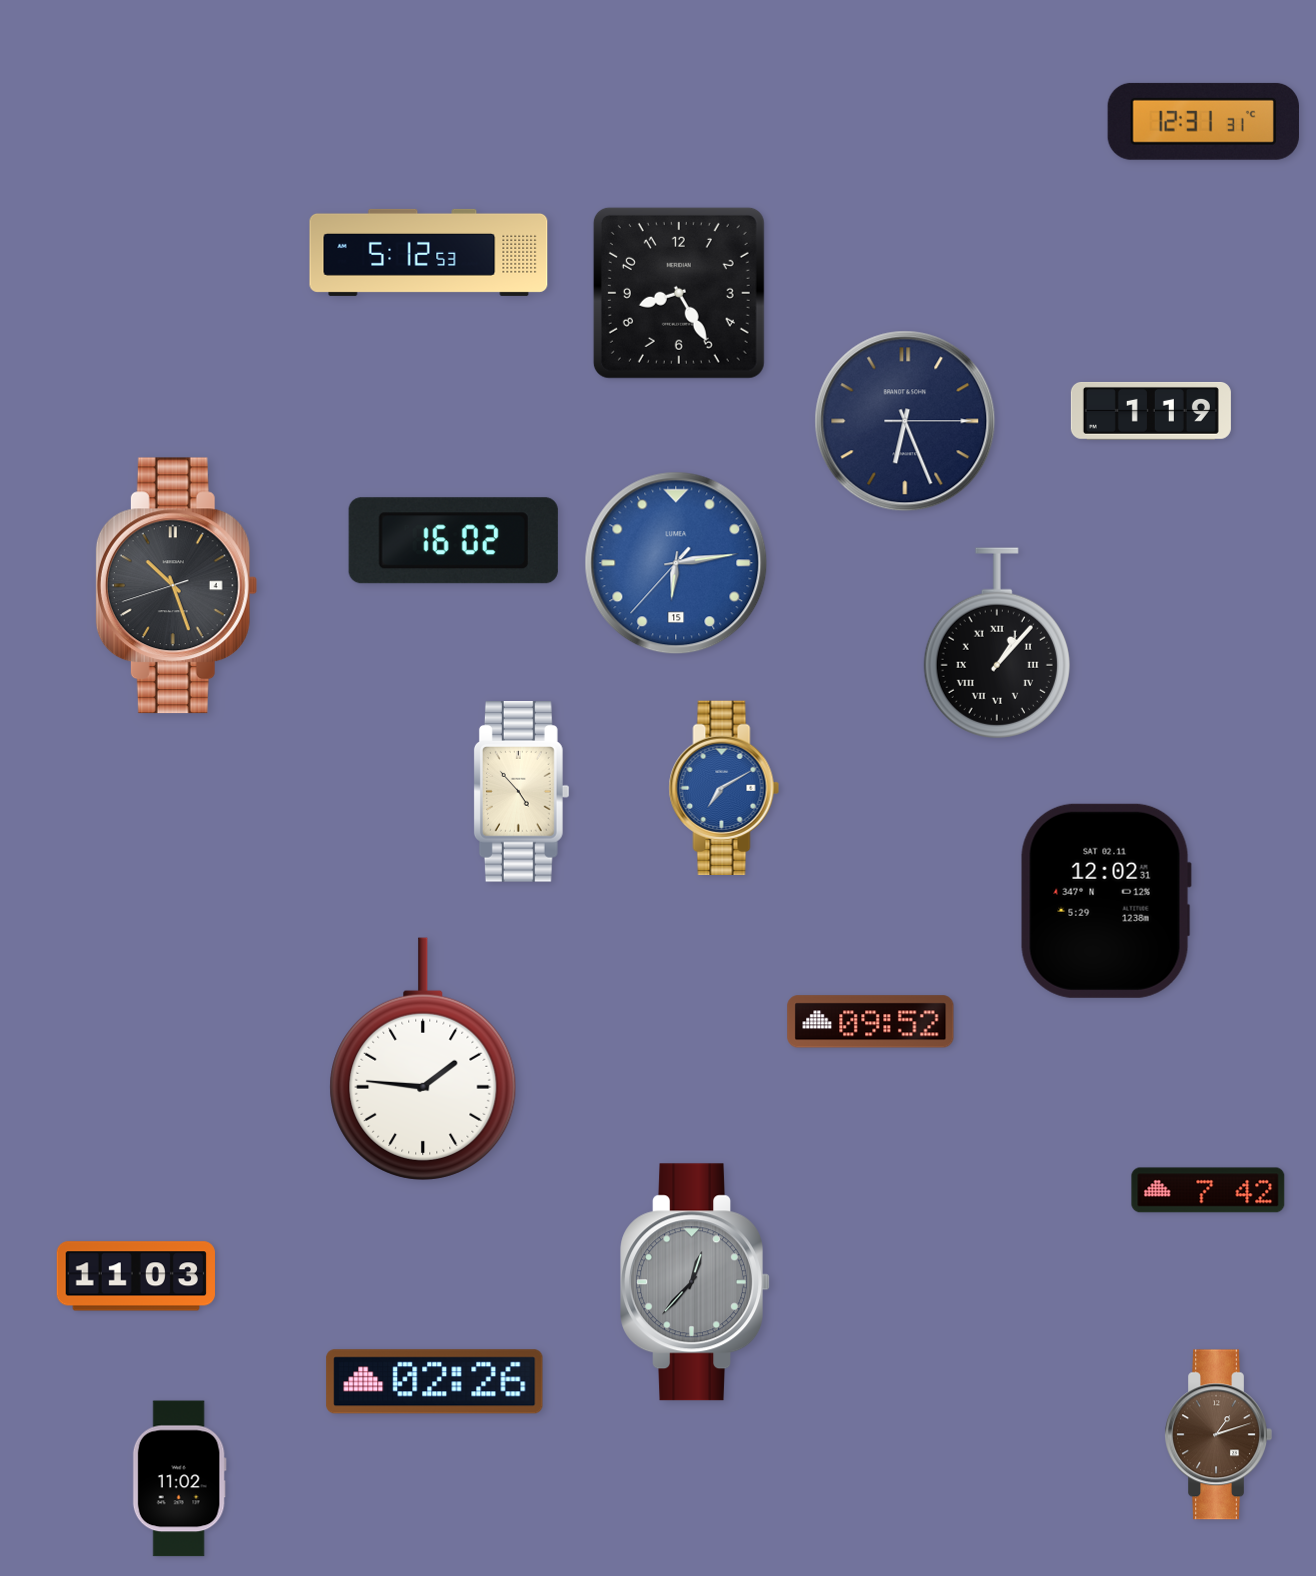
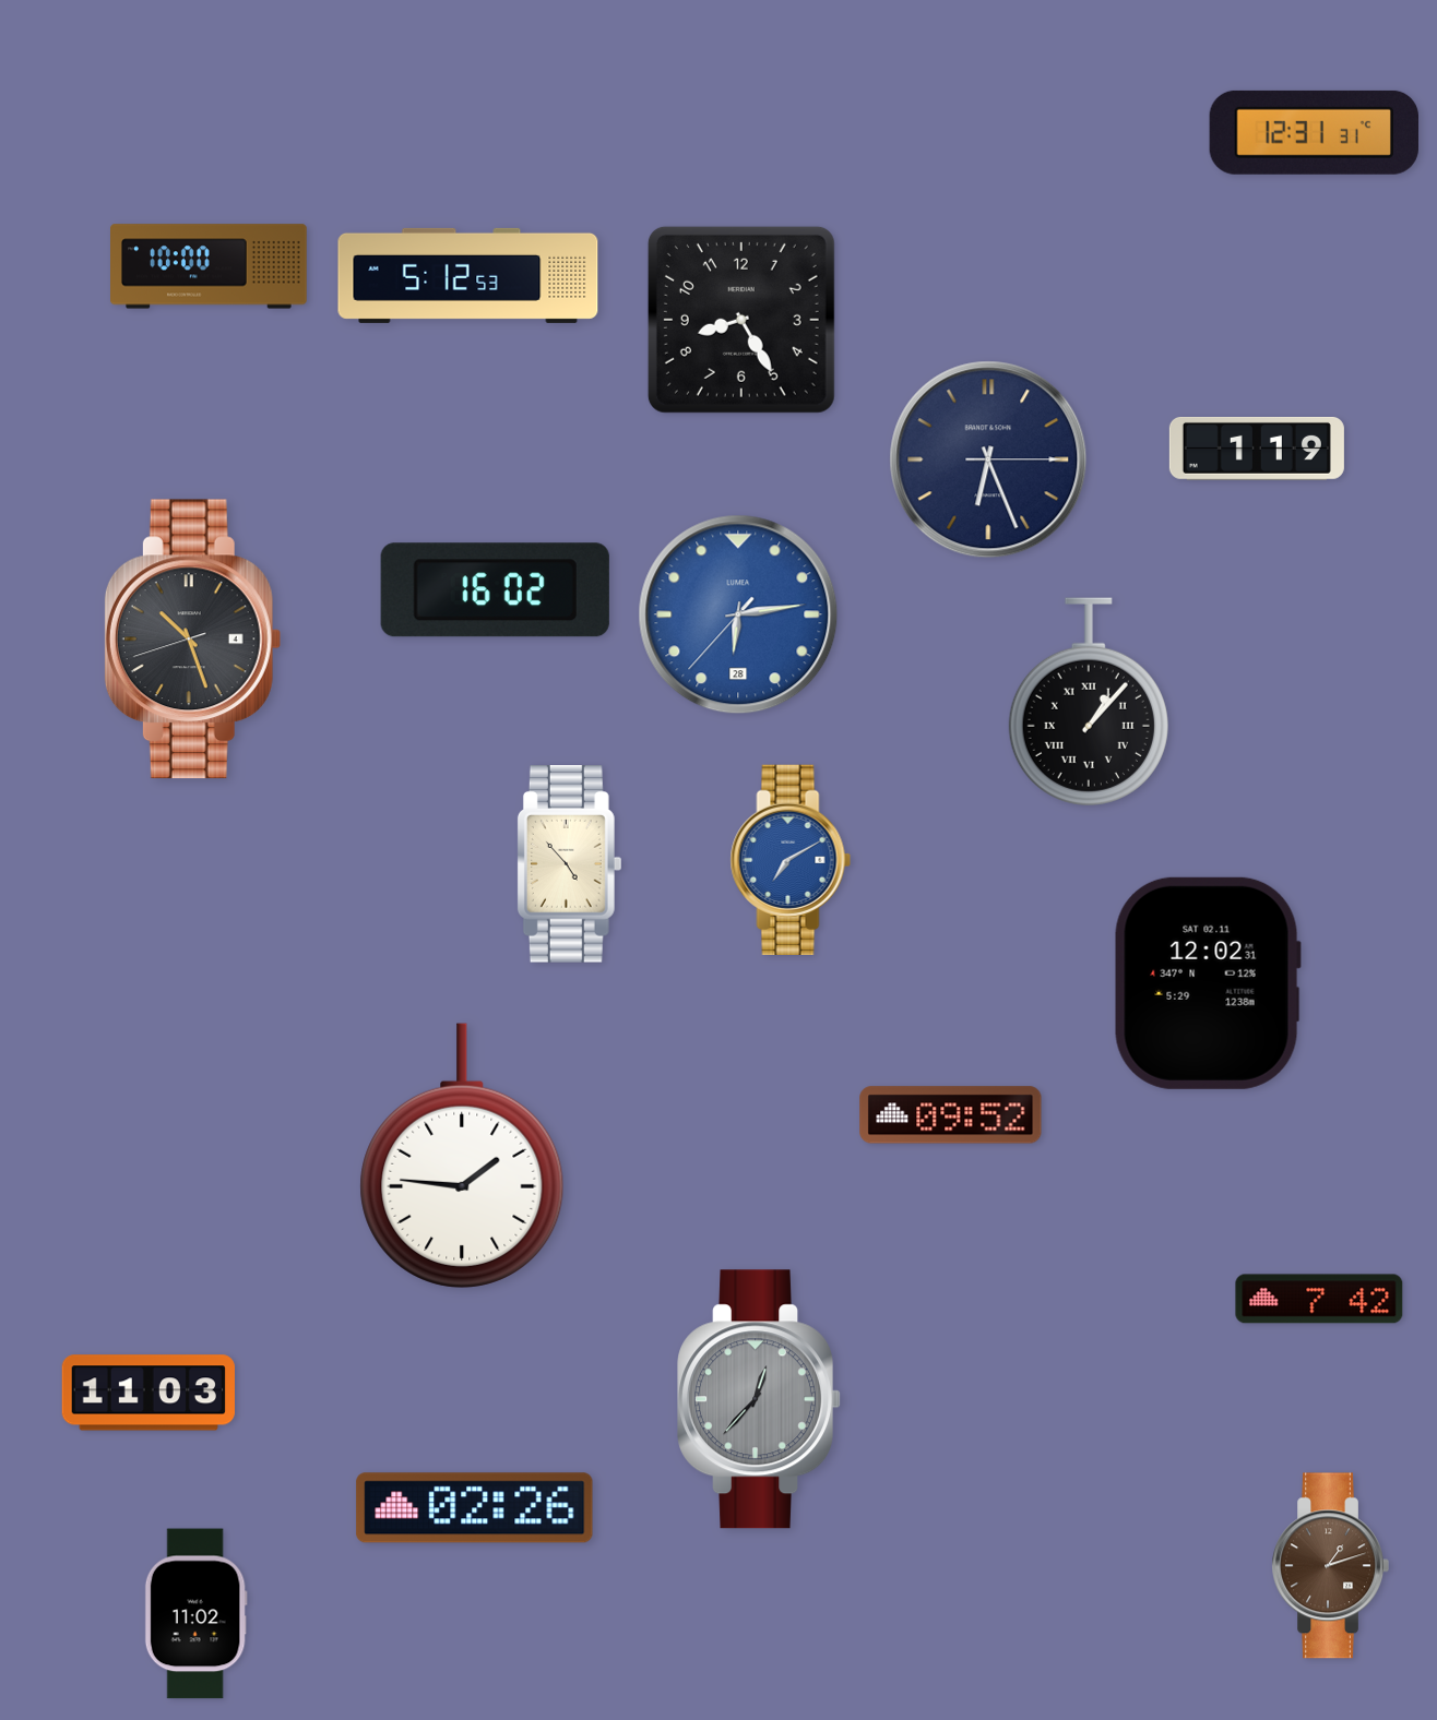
clock at (210, 266): none -> 10:00
clock at (676, 563) date: 15 -> 28
